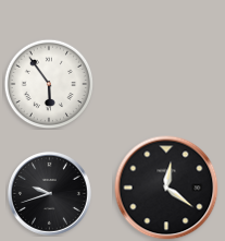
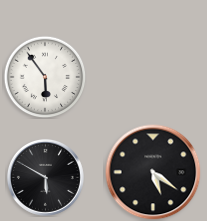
clock at (166, 188): 12:21 -> 5:21
clock at (49, 193): 9:42 -> 5:50
